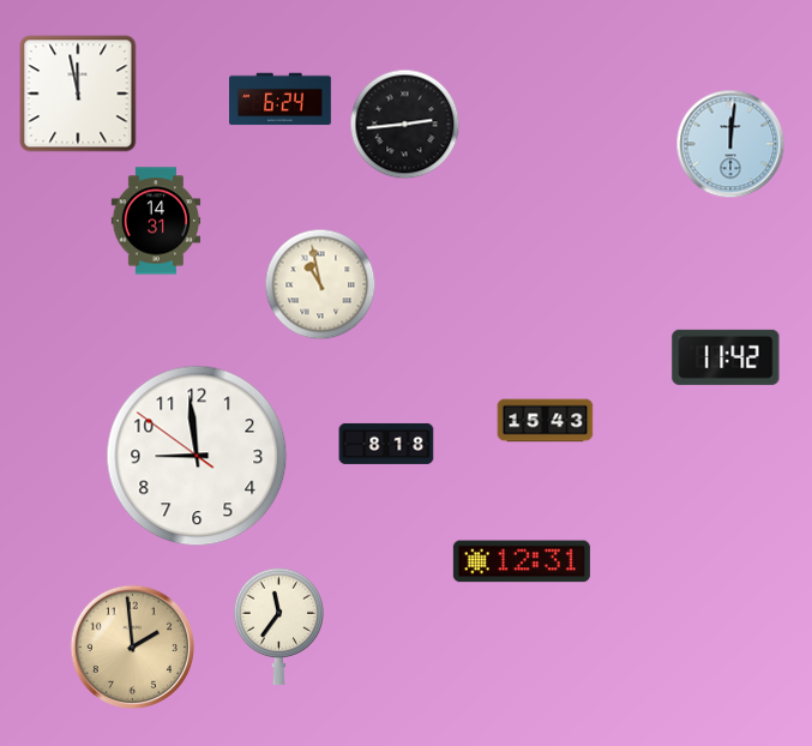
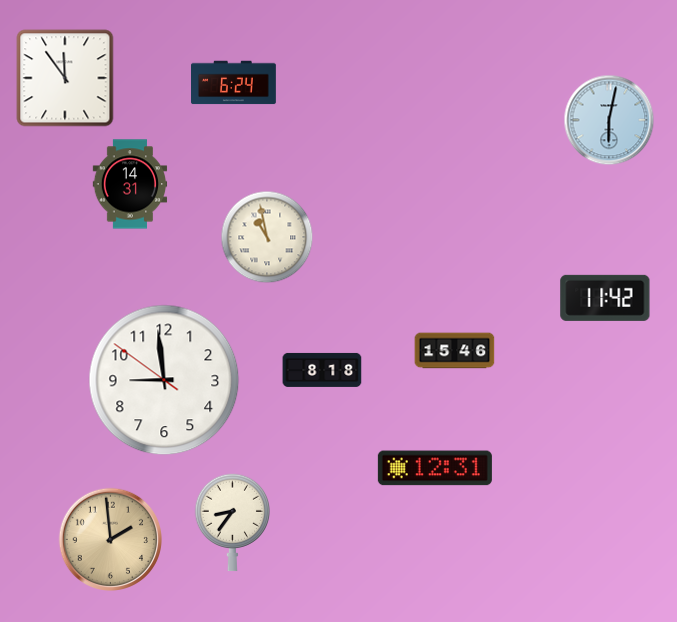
clock at (78, 94): 11:58 -> 11:54
clock at (405, 125): 2:44 -> none
clock at (730, 144): 12:01 -> 6:02
clock at (546, 421): 15:43 -> 15:46
clock at (278, 627): 11:36 -> 8:36
